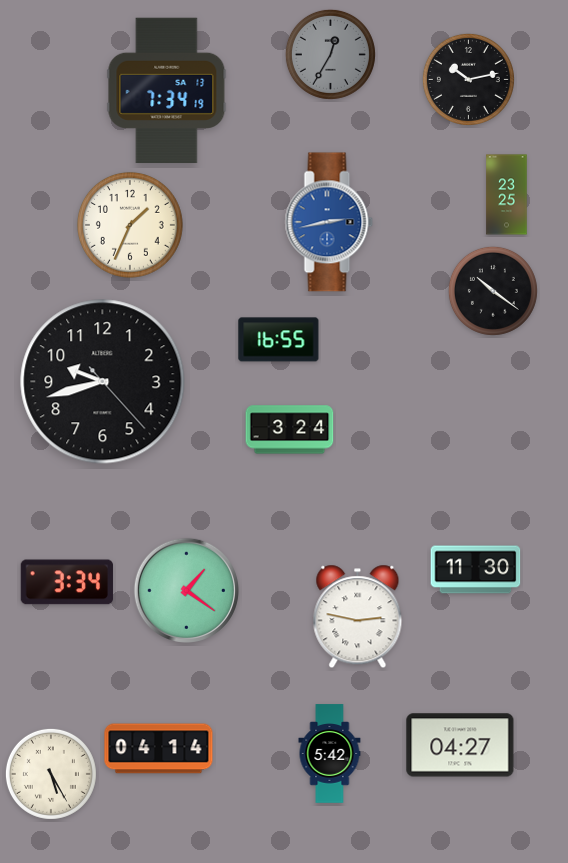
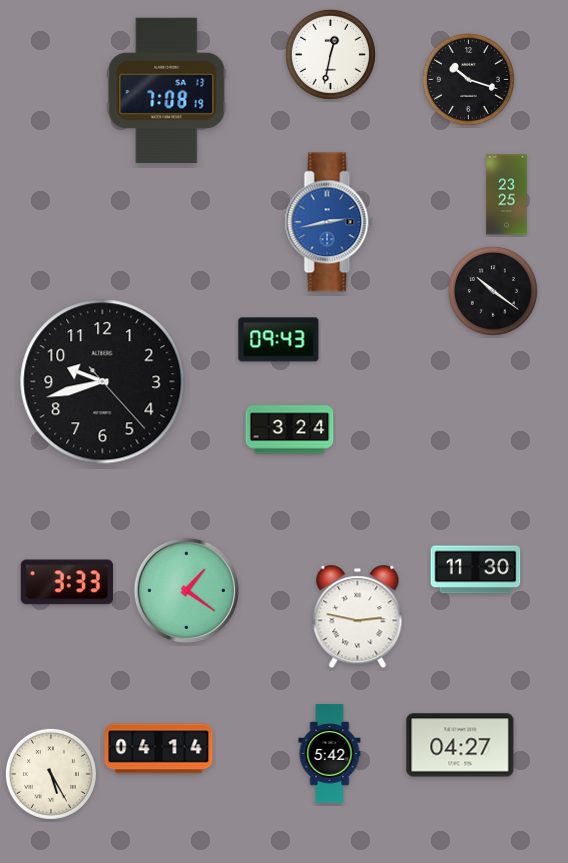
clock at (330, 54): 12:35 -> 12:32
clock at (330, 54) dial: grey -> white
clock at (468, 79): 10:13 -> 10:18
clock at (167, 91): 7:34 -> 7:08
clock at (130, 225): 1:34 -> none
clock at (279, 340): 16:55 -> 09:43
clock at (67, 582): 3:34 -> 3:33
